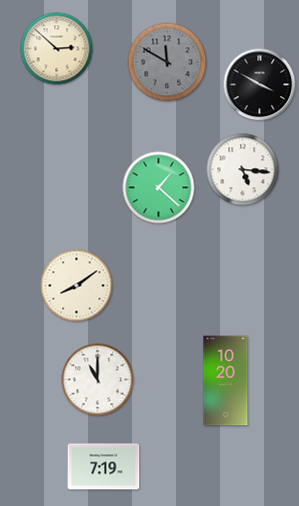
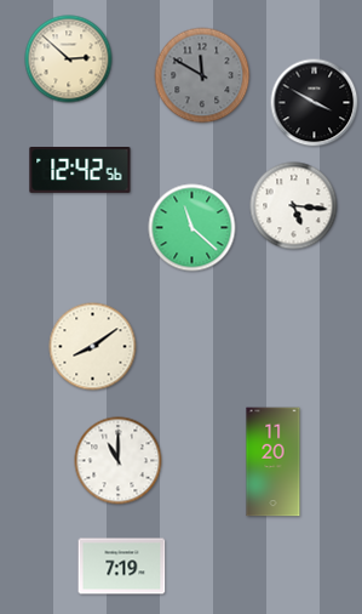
clock at (80, 171): none -> 12:42
clock at (159, 188): 1:22 -> 11:22
clock at (226, 381): 10:20 -> 11:20
clock at (104, 467) position: (104, 467) -> (122, 567)
